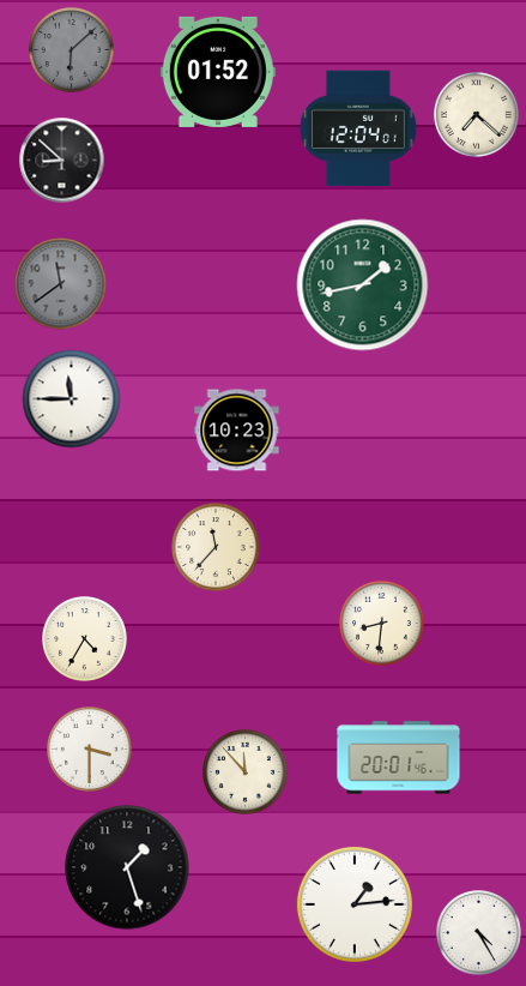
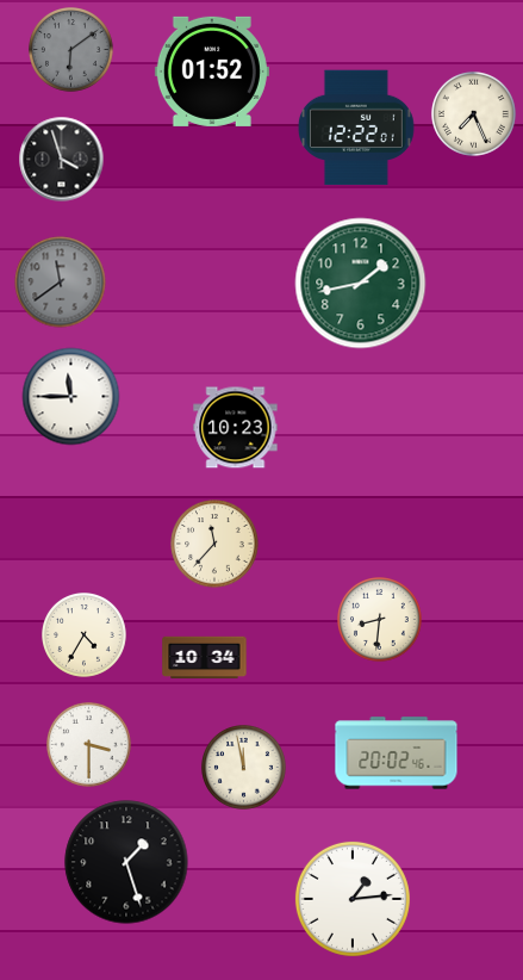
clock at (72, 50): 6:08 -> 6:09
clock at (218, 72) position: (218, 72) -> (212, 72)
clock at (477, 115): 7:22 -> 7:26
clock at (358, 128): 12:04 -> 12:22
clock at (62, 161): 8:52 -> 3:57
clock at (205, 658): none -> 10:34
clock at (399, 758): 20:01 -> 20:02
clock at (246, 772): 11:53 -> 11:58
clock at (479, 933): 4:25 -> none
